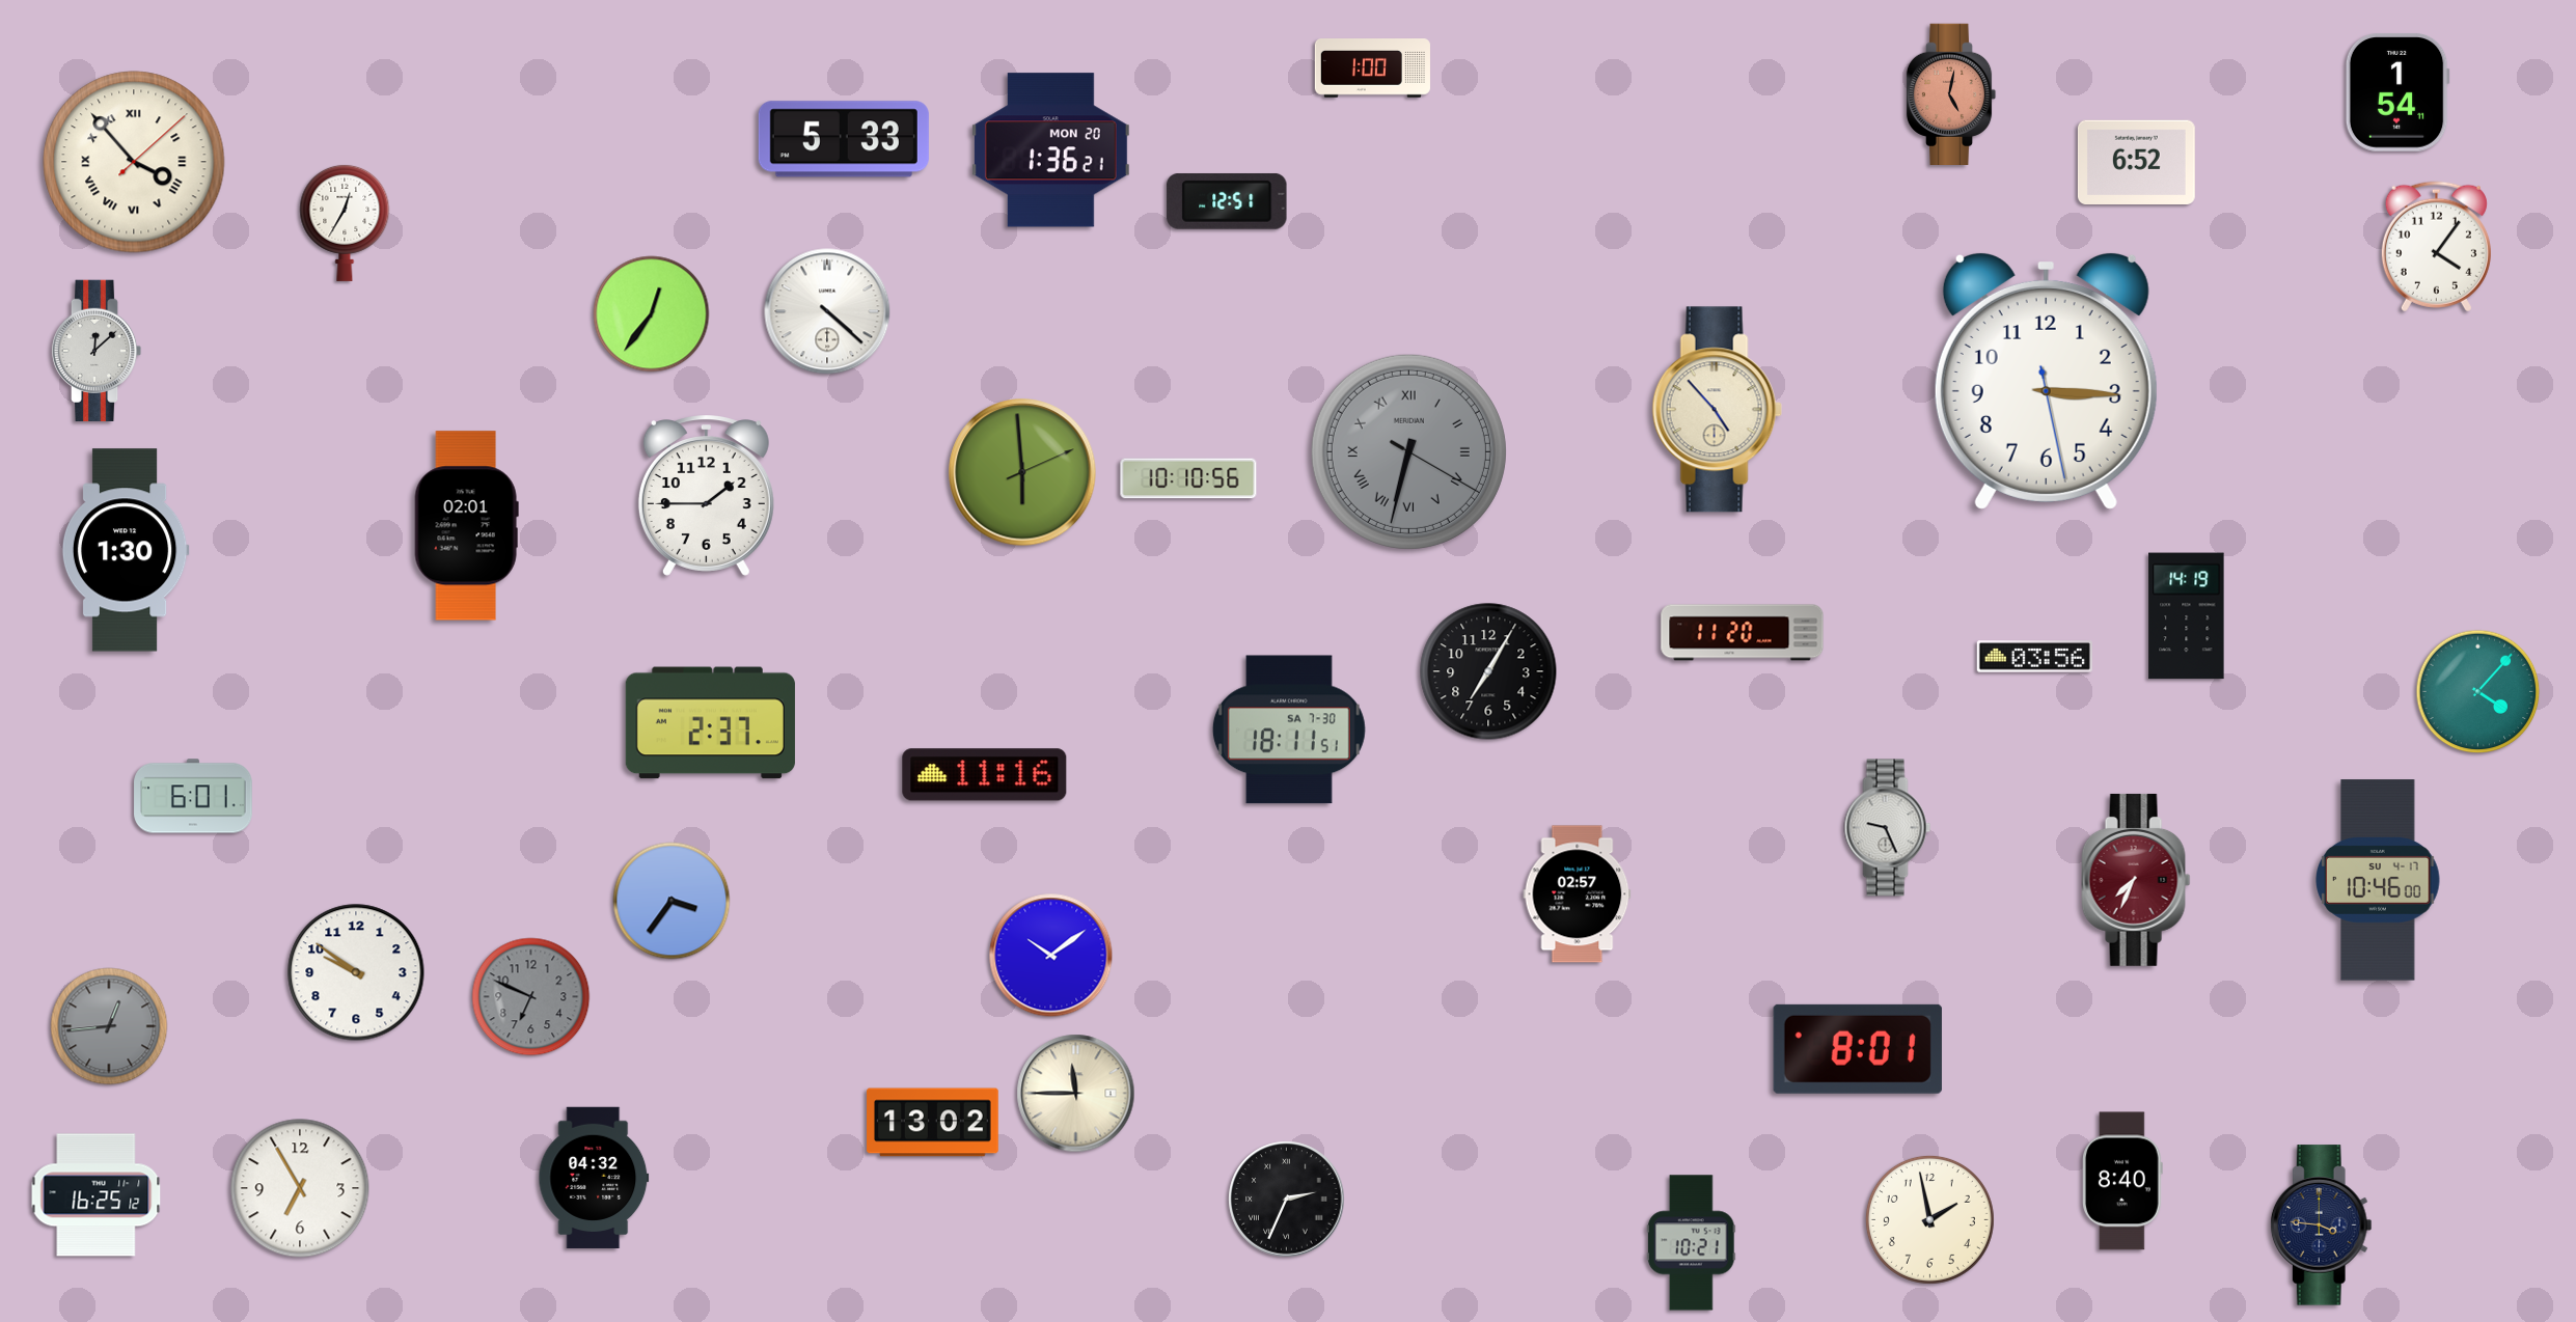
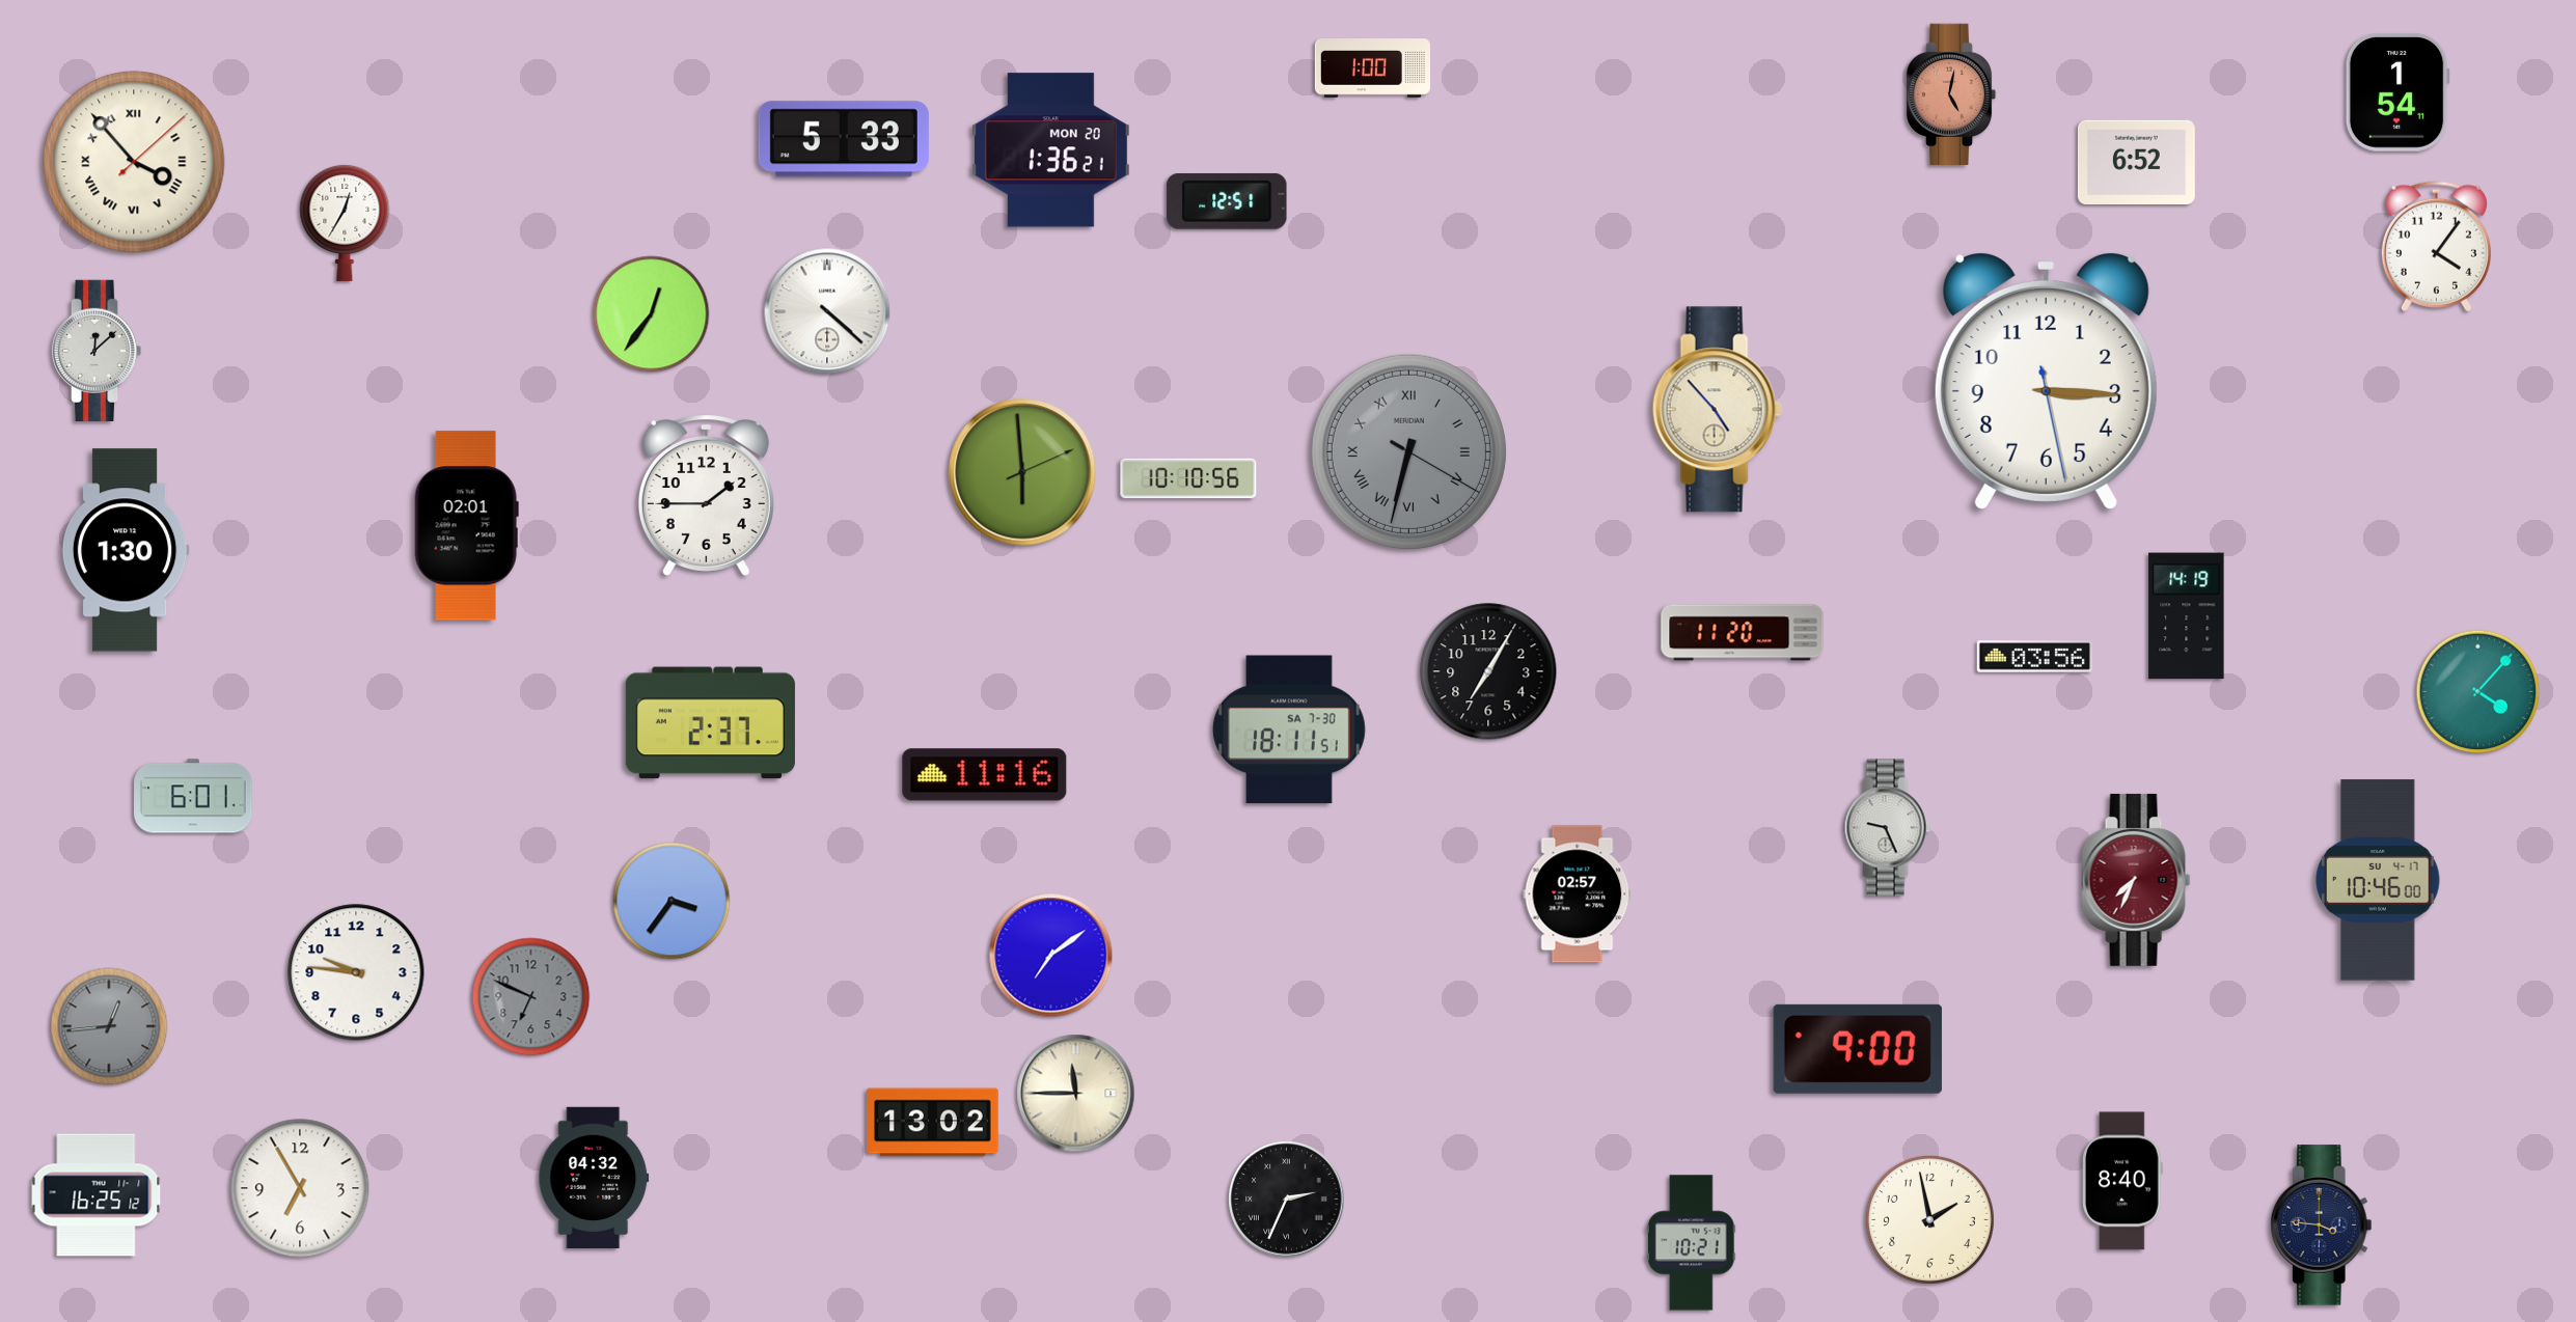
clock at (1051, 956): 10:09 -> 7:09
clock at (356, 972): 9:51 -> 9:46
clock at (1858, 1049): 8:01 -> 9:00
